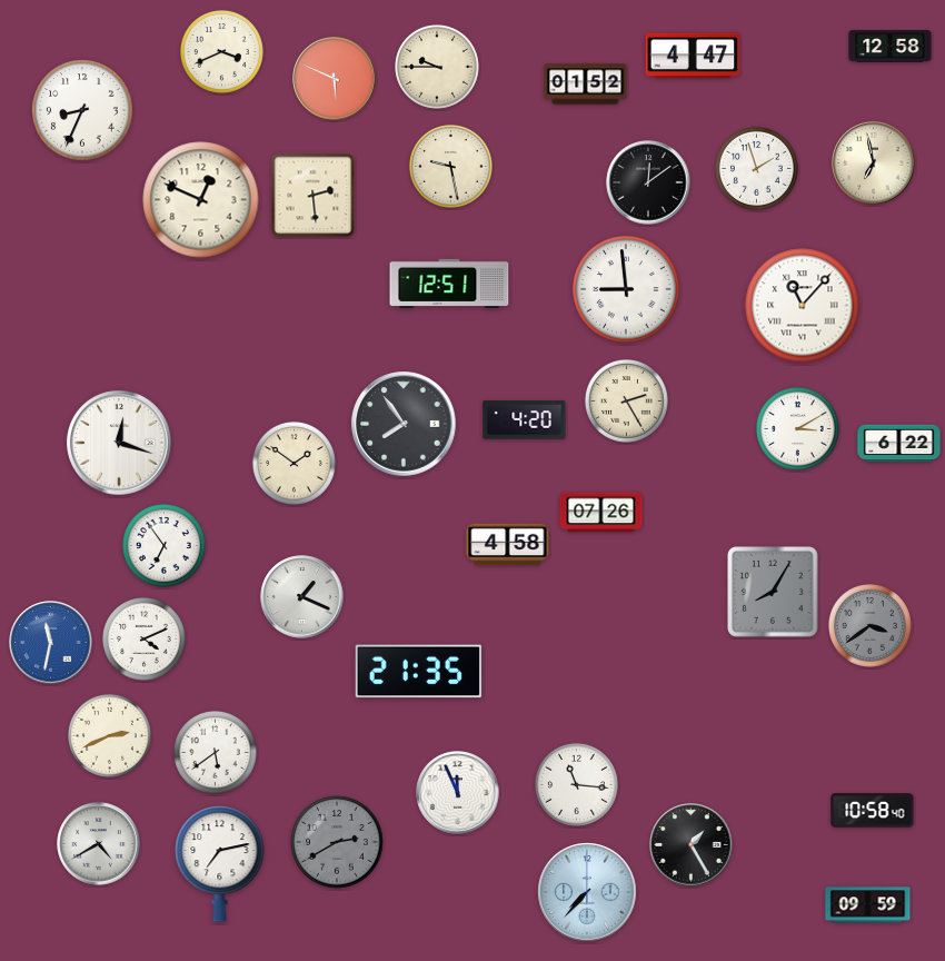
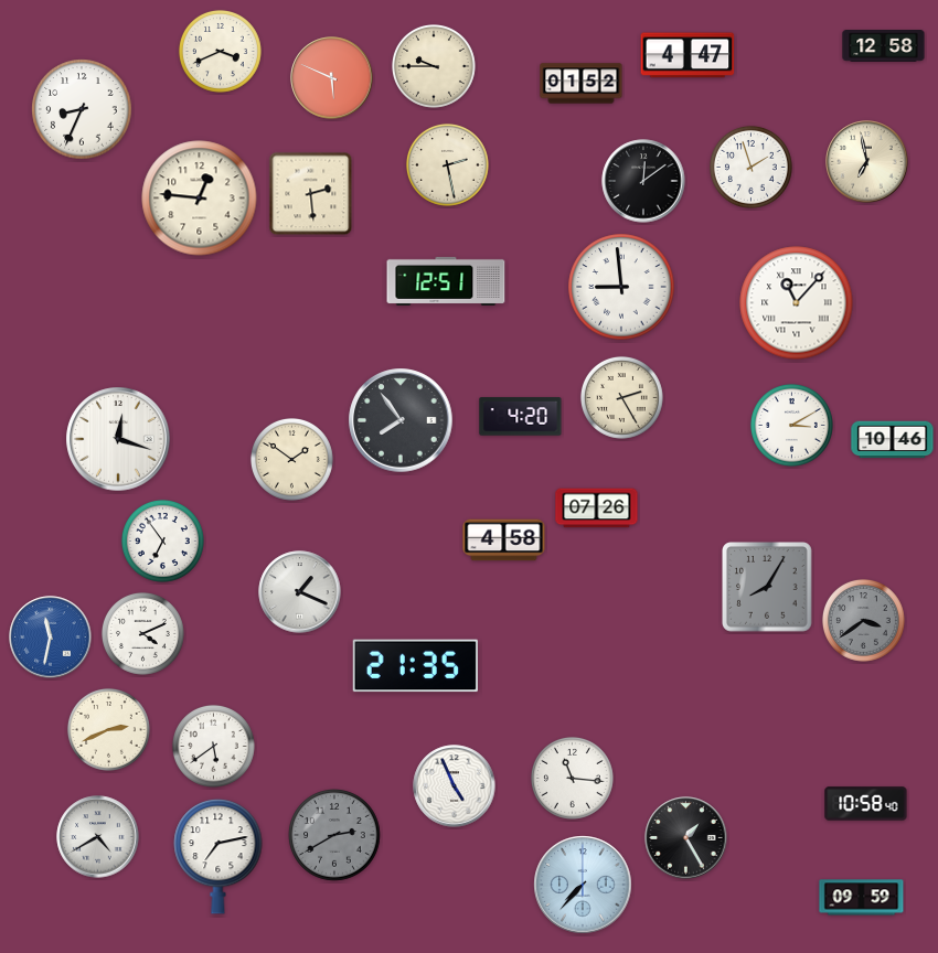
clock at (450, 166): 9:28 -> 2:28
clock at (201, 200): 12:49 -> 12:46
clock at (899, 444): 6:22 -> 10:46
clock at (458, 793): 11:56 -> 4:56
